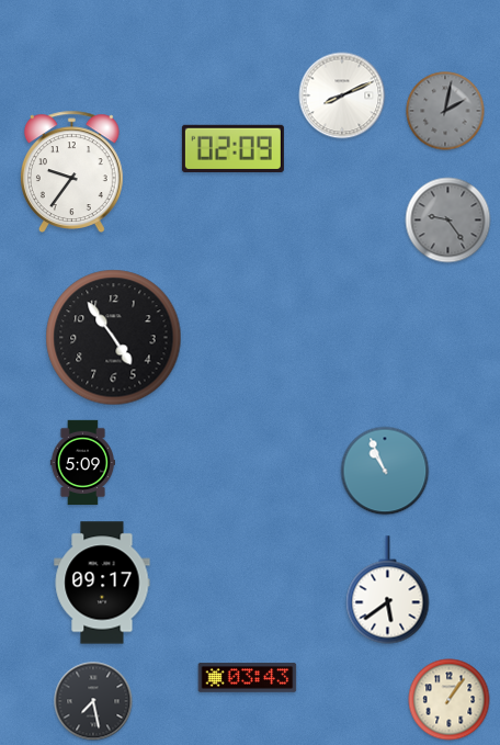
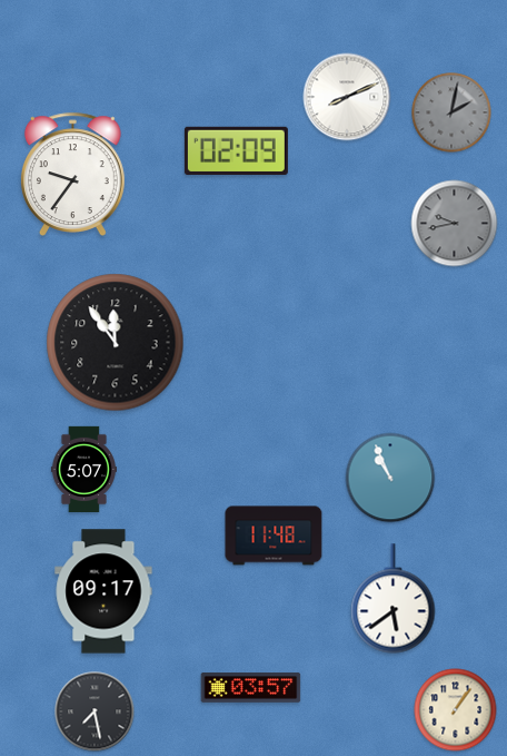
clock at (448, 221): 9:24 -> 9:43
clock at (114, 338): 4:54 -> 11:54
clock at (82, 463): 5:09 -> 5:07
clock at (274, 536): none -> 11:48
clock at (248, 678): 03:43 -> 03:57
